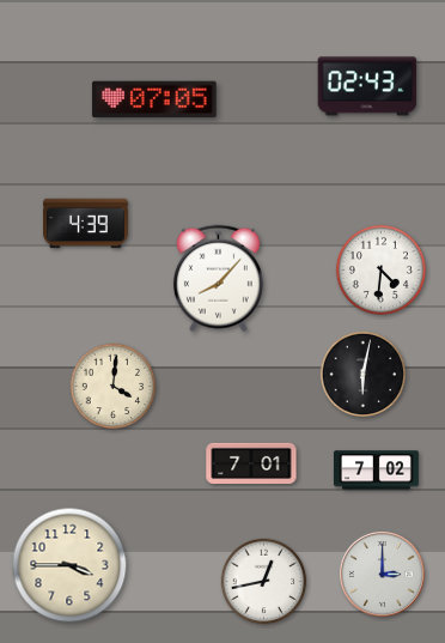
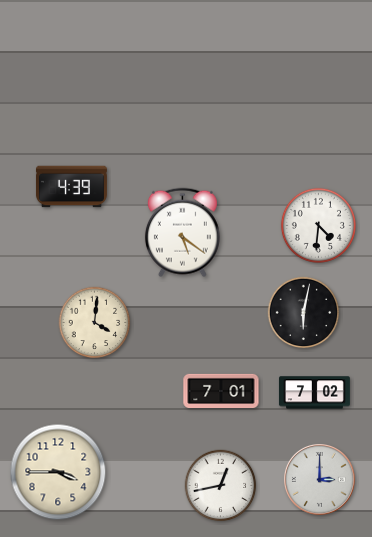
clock at (367, 86): 02:43 -> none
clock at (154, 99): 07:05 -> none
clock at (218, 279): 8:07 -> 5:21
clock at (251, 462) position: (251, 462) -> (221, 390)
